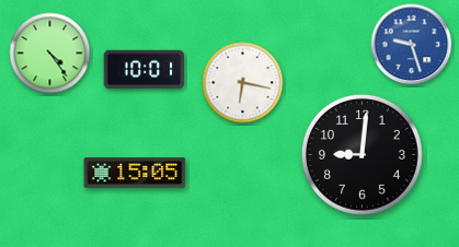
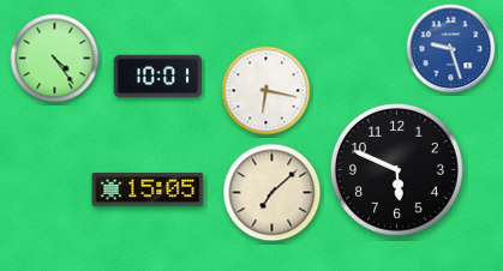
clock at (362, 154): 9:01 -> 5:49
clock at (273, 193): none -> 7:08
